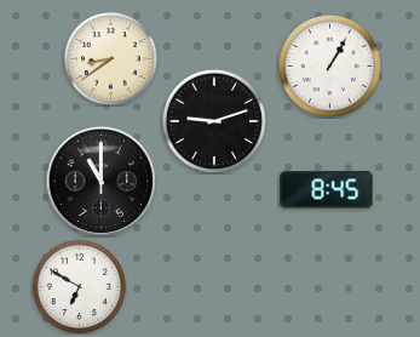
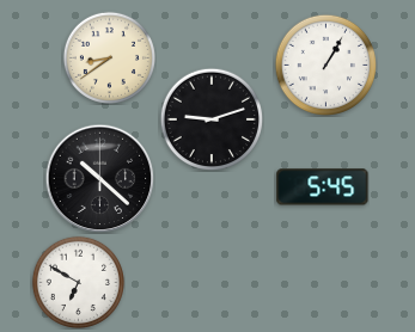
clock at (100, 181): 11:00 -> 10:22
clock at (327, 190): 8:45 -> 5:45
